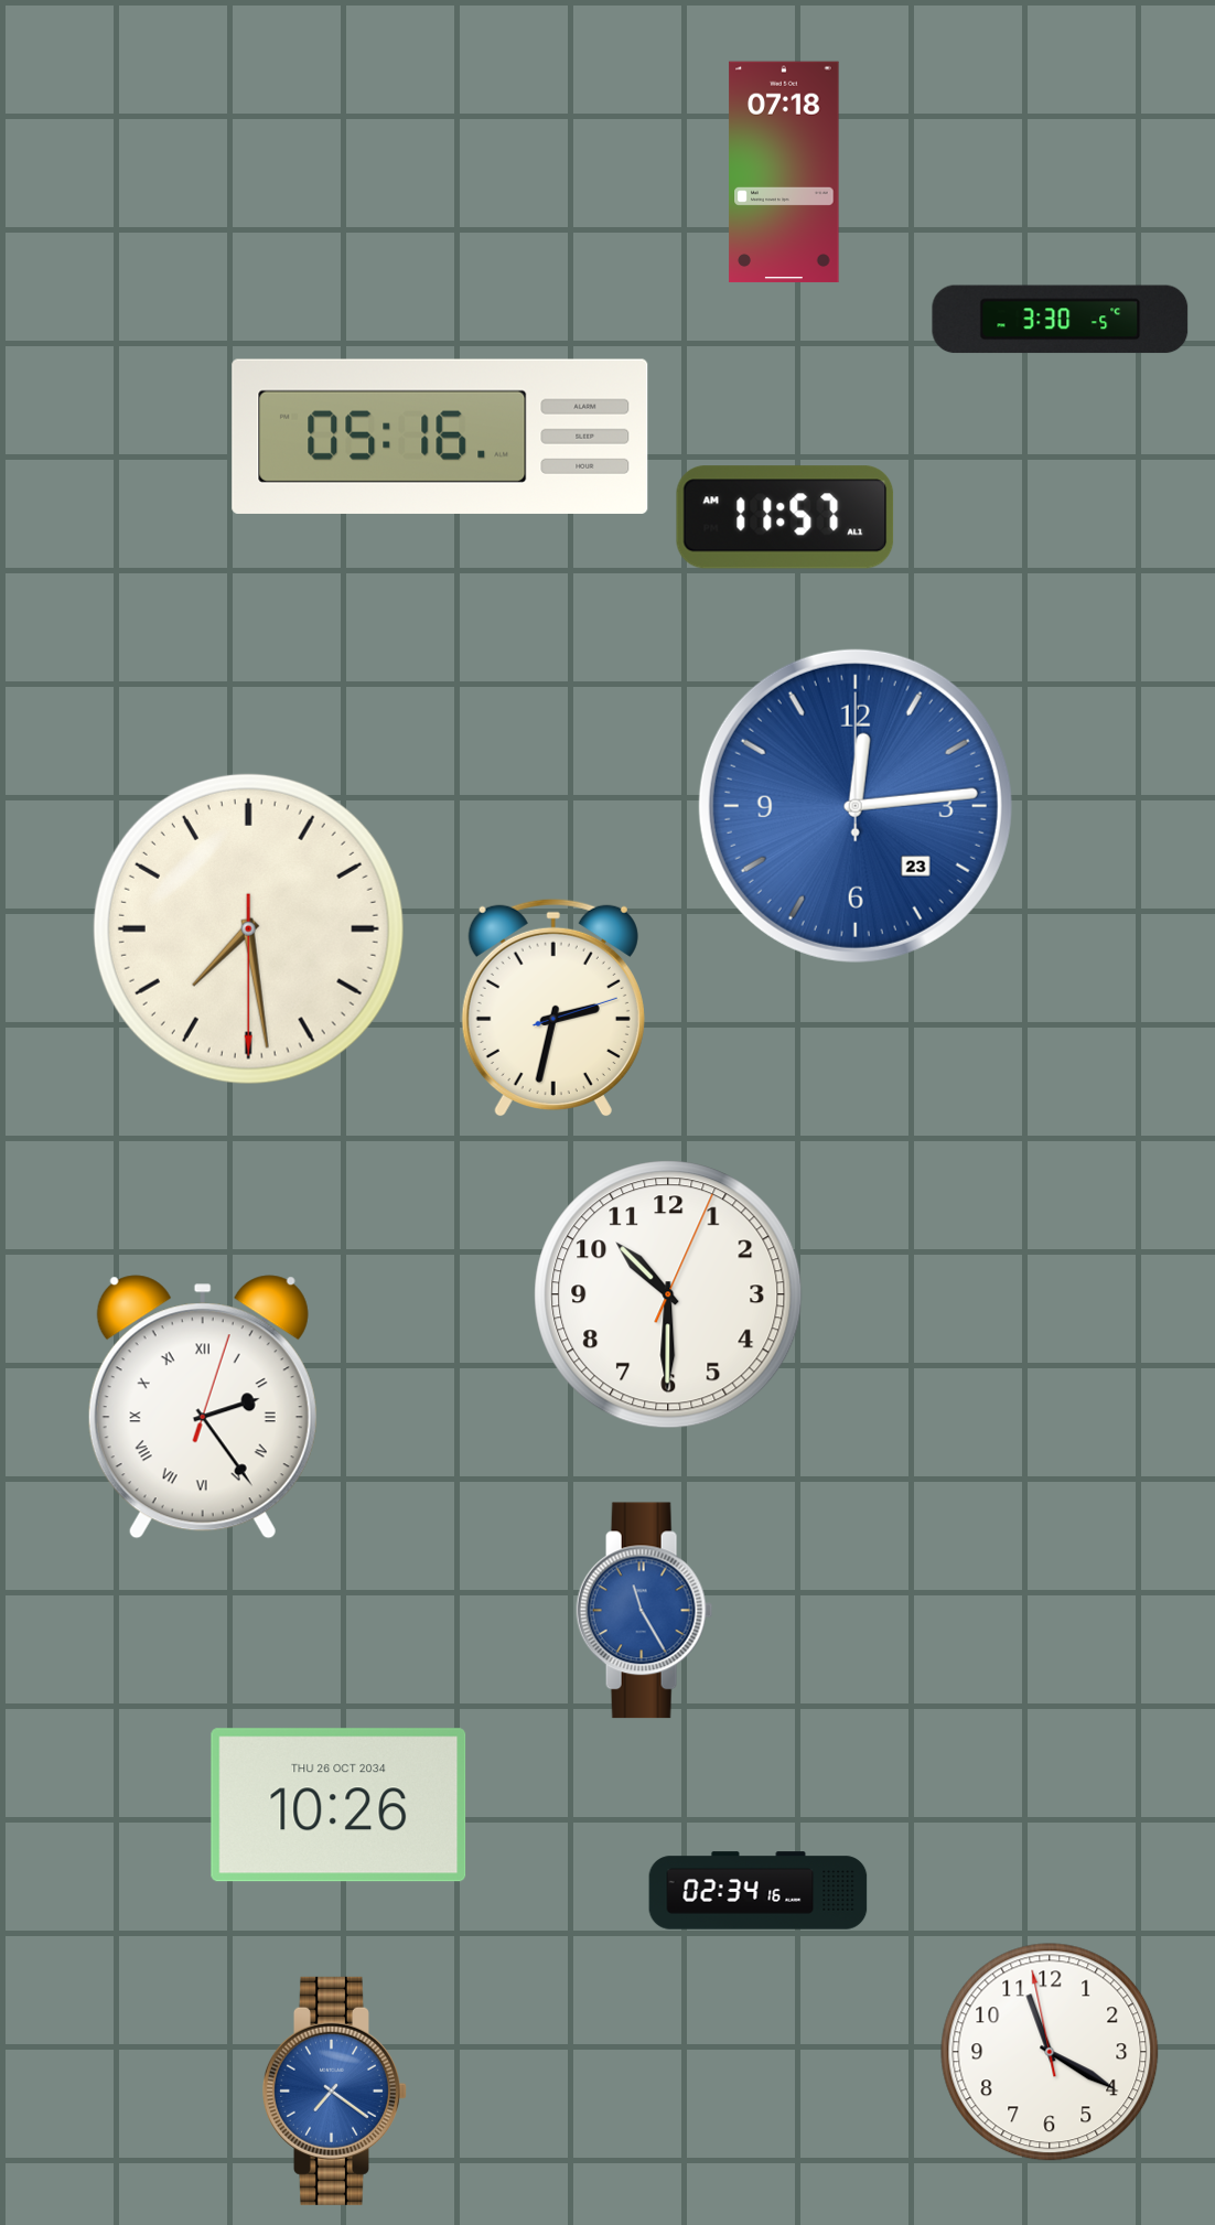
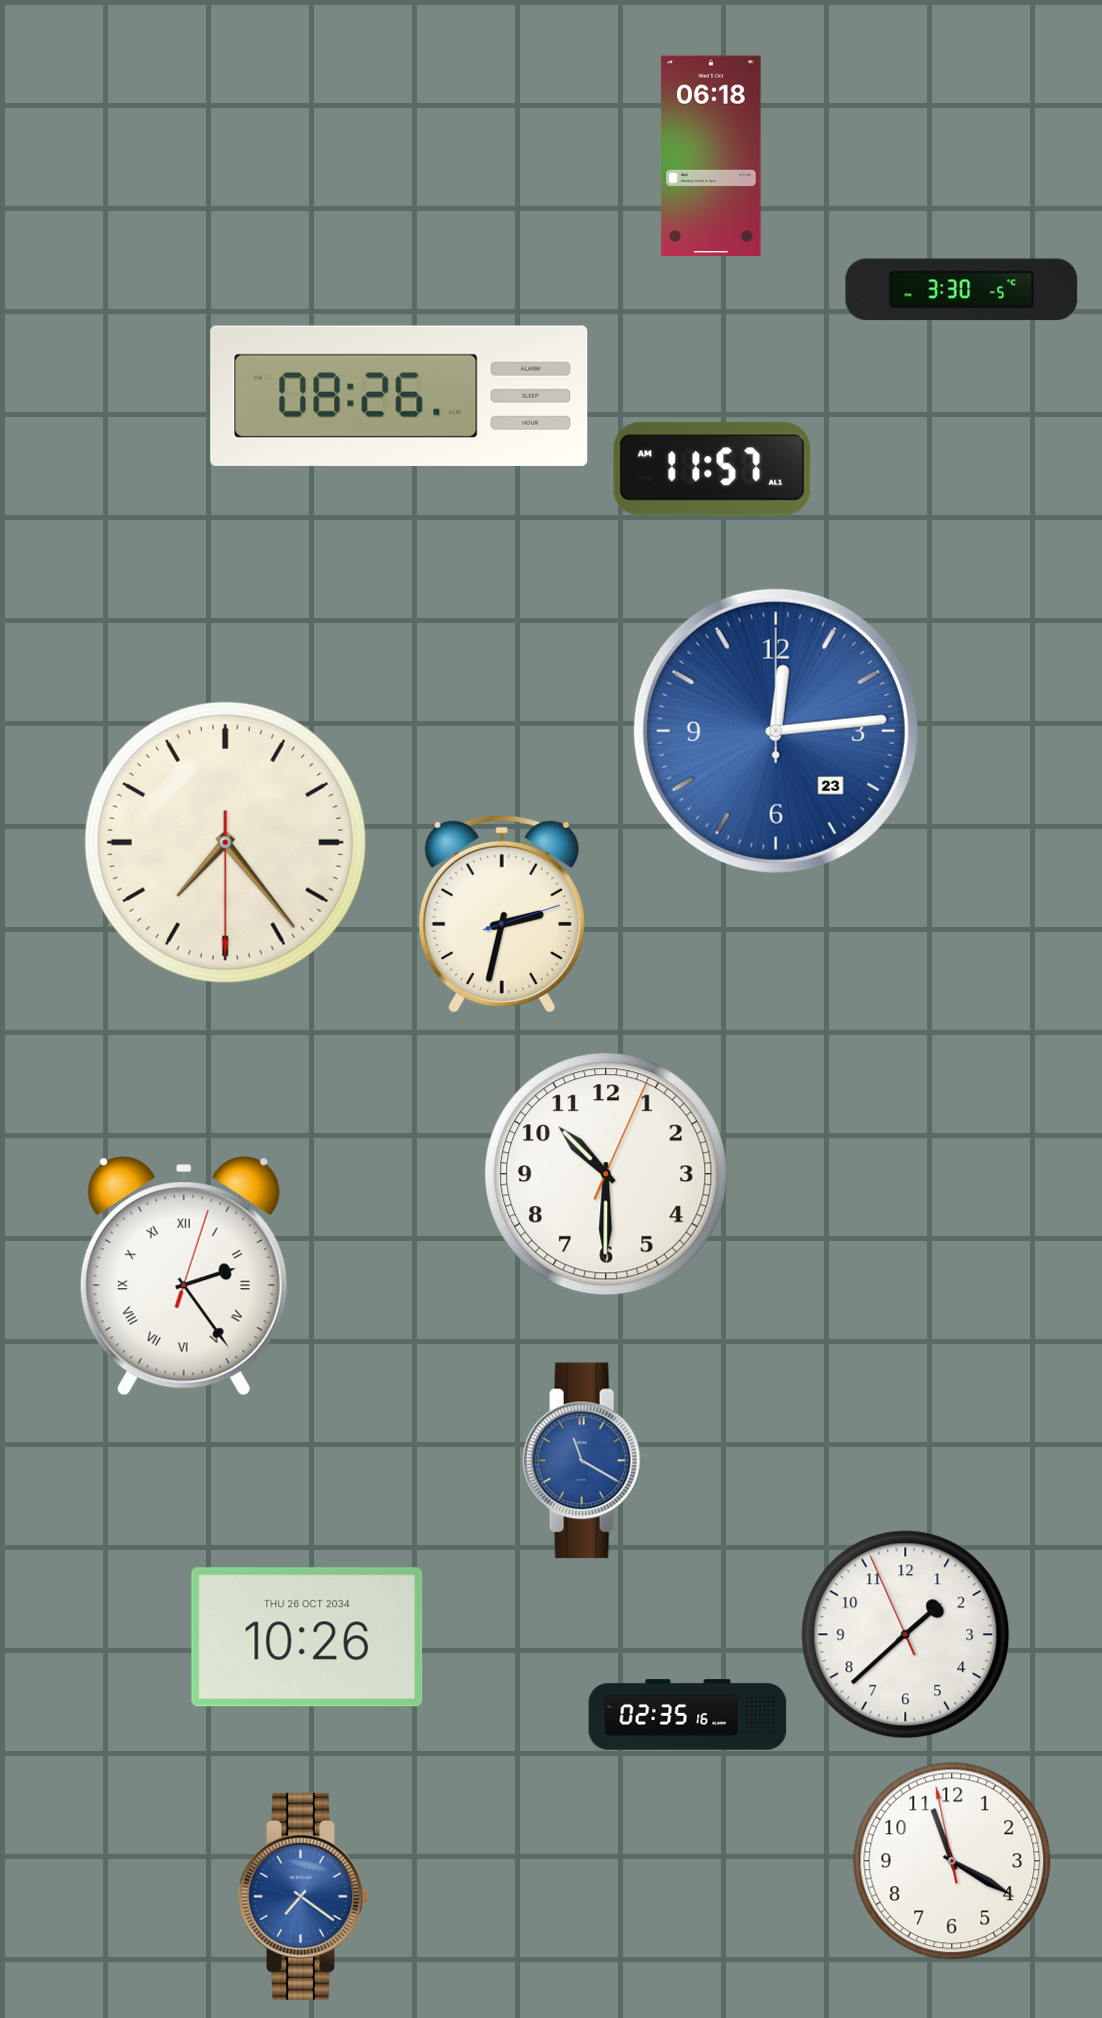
clock at (784, 172): 07:18 -> 06:18
clock at (440, 437): 05:16 -> 08:26
clock at (248, 928): 7:28 -> 7:23
clock at (645, 1611): 11:25 -> 11:20
clock at (906, 1635): none -> 1:37
clock at (759, 1891): 02:34 -> 02:35
